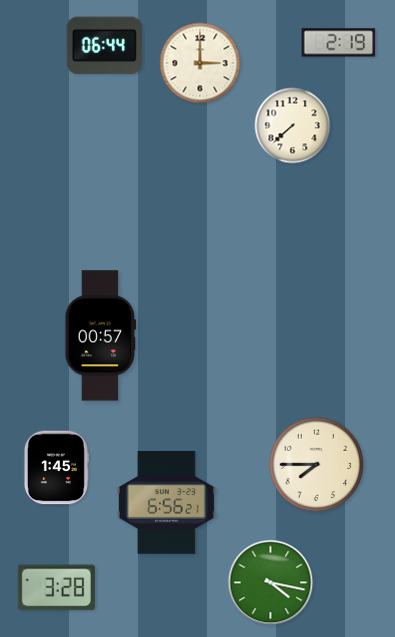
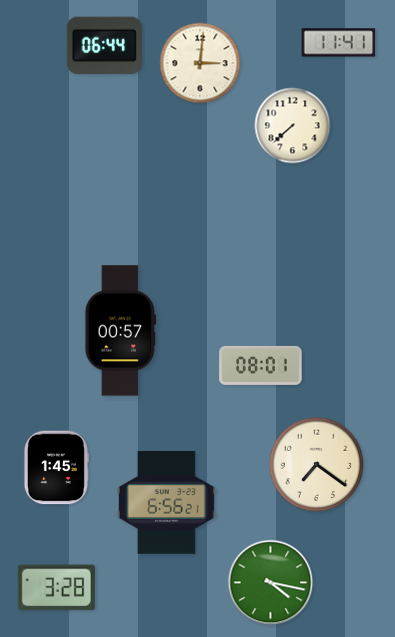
clock at (339, 43): 2:19 -> 11:41
clock at (200, 63): 3:00 -> 3:01
clock at (101, 336) position: (101, 336) -> (121, 331)
clock at (261, 365): none -> 08:01
clock at (317, 465): 7:45 -> 7:21
